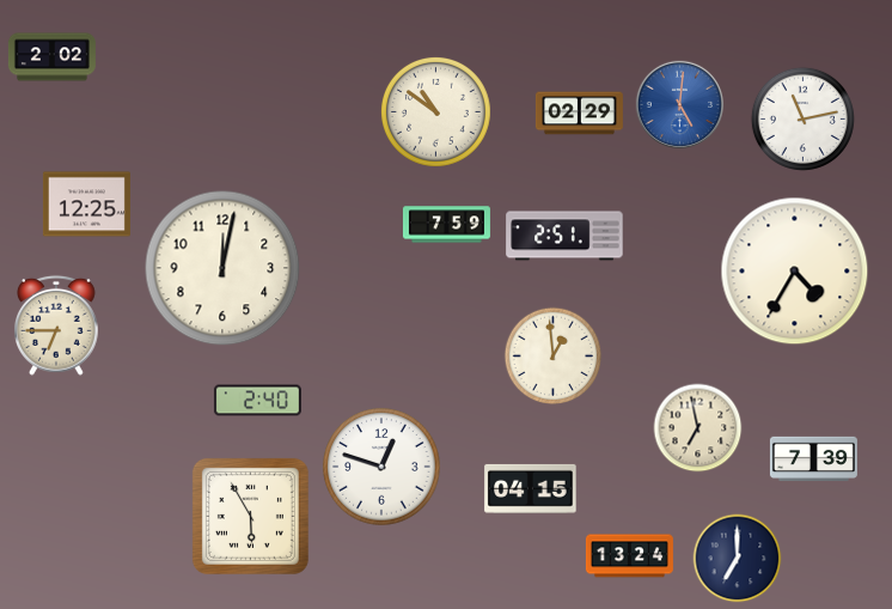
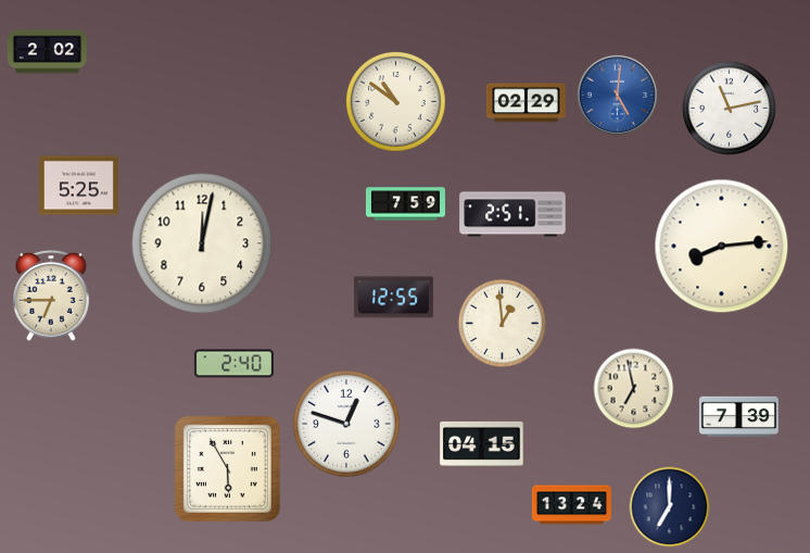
clock at (86, 205): 12:25 -> 5:25
clock at (795, 272): 4:35 -> 8:14
clock at (393, 298): none -> 12:55
